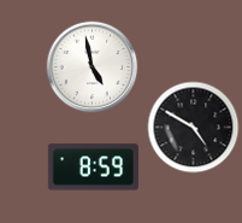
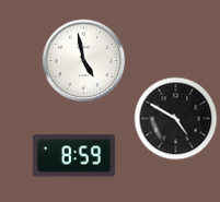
clock at (194, 128) position: (194, 128) -> (176, 119)
clock at (93, 168) position: (93, 168) -> (73, 156)
